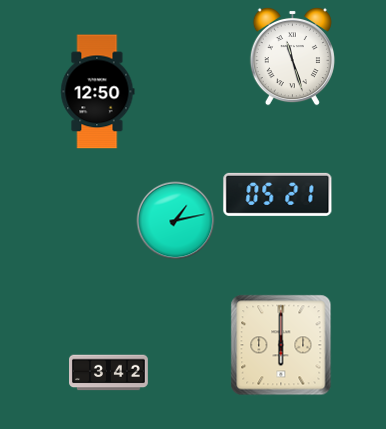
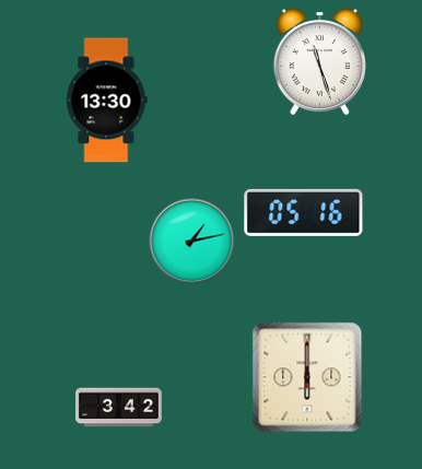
clock at (98, 92): 12:50 -> 13:30
clock at (278, 194): 05:21 -> 05:16
